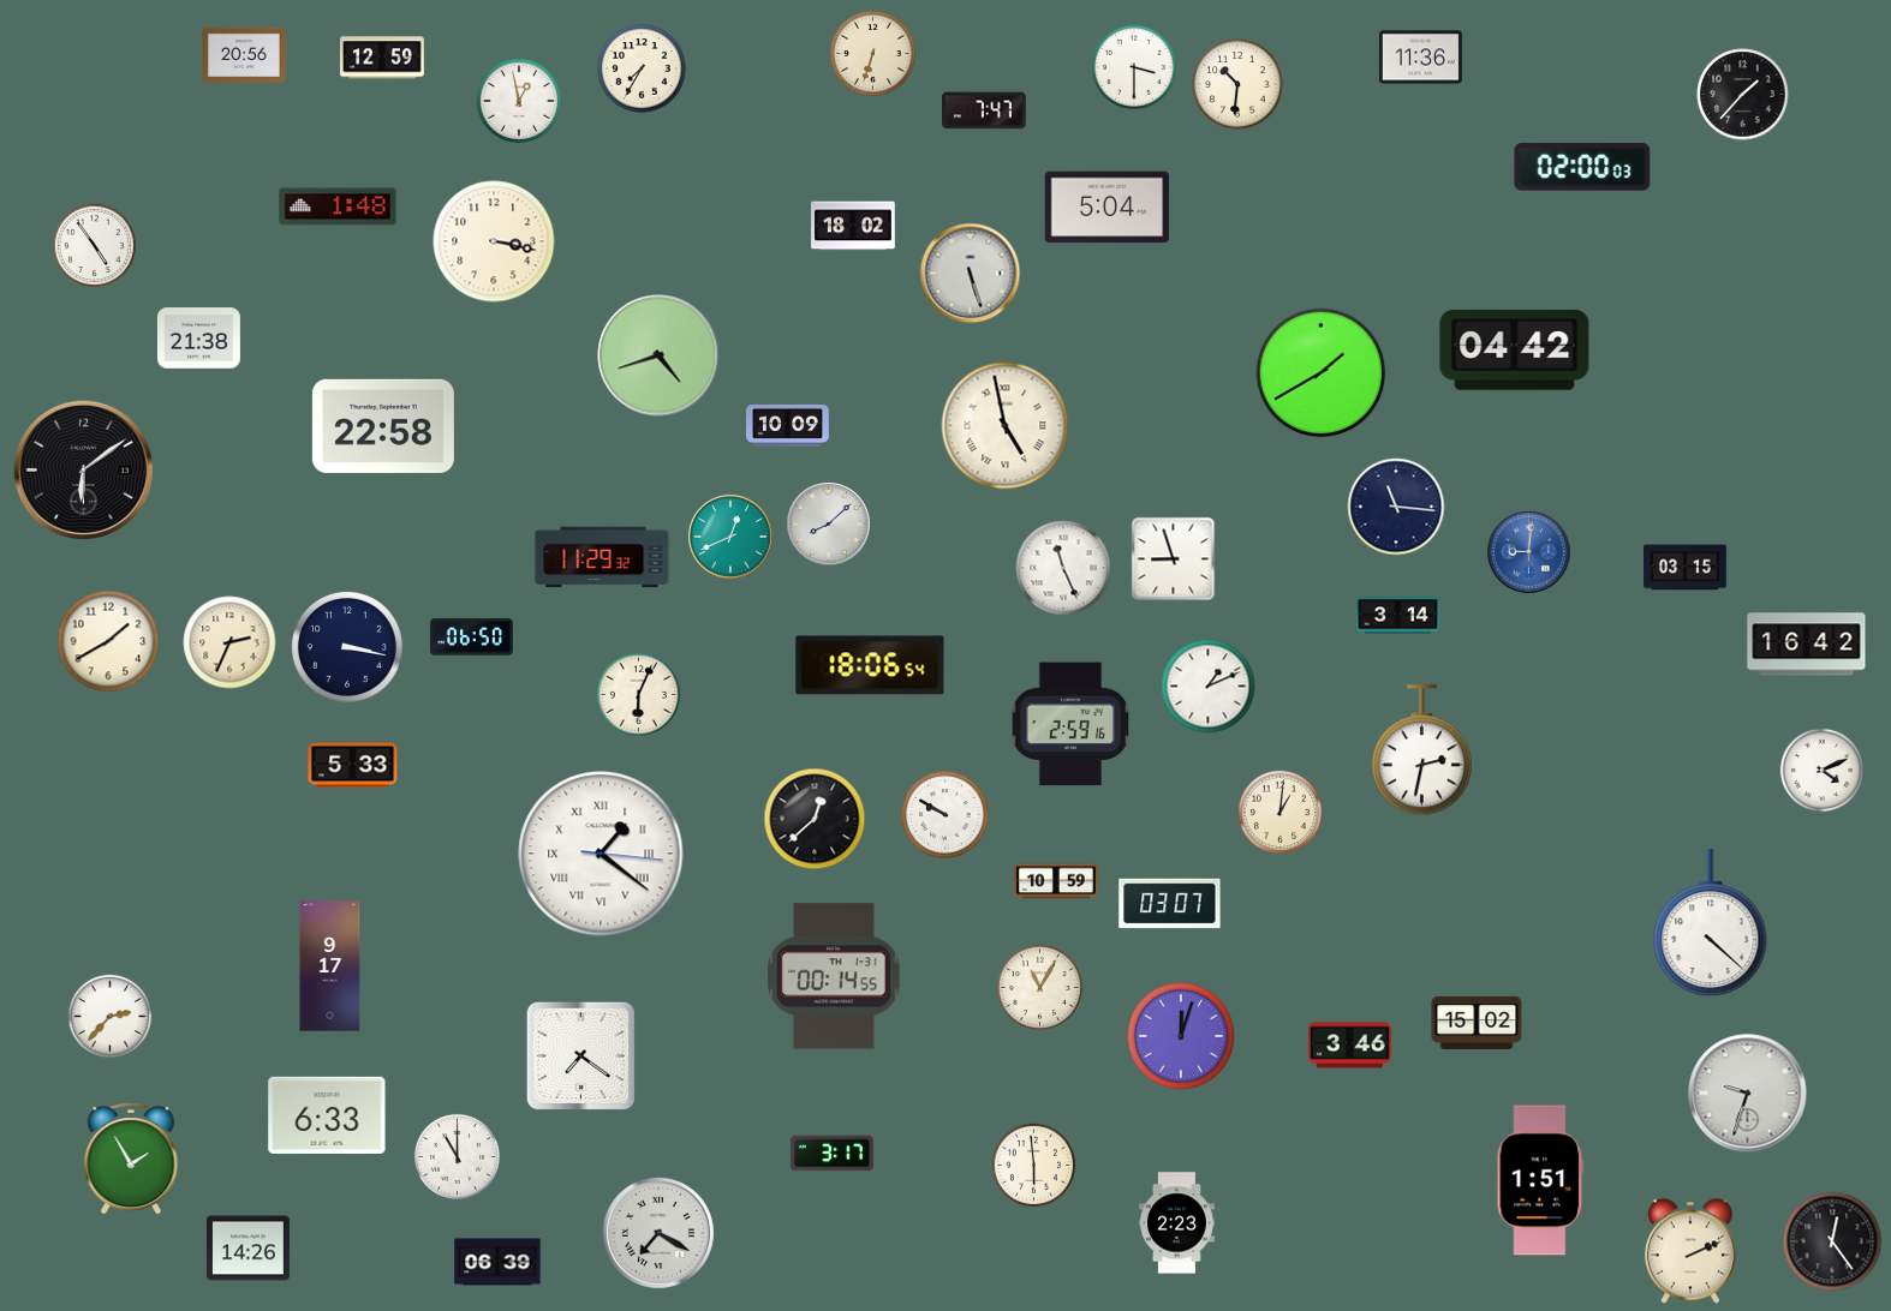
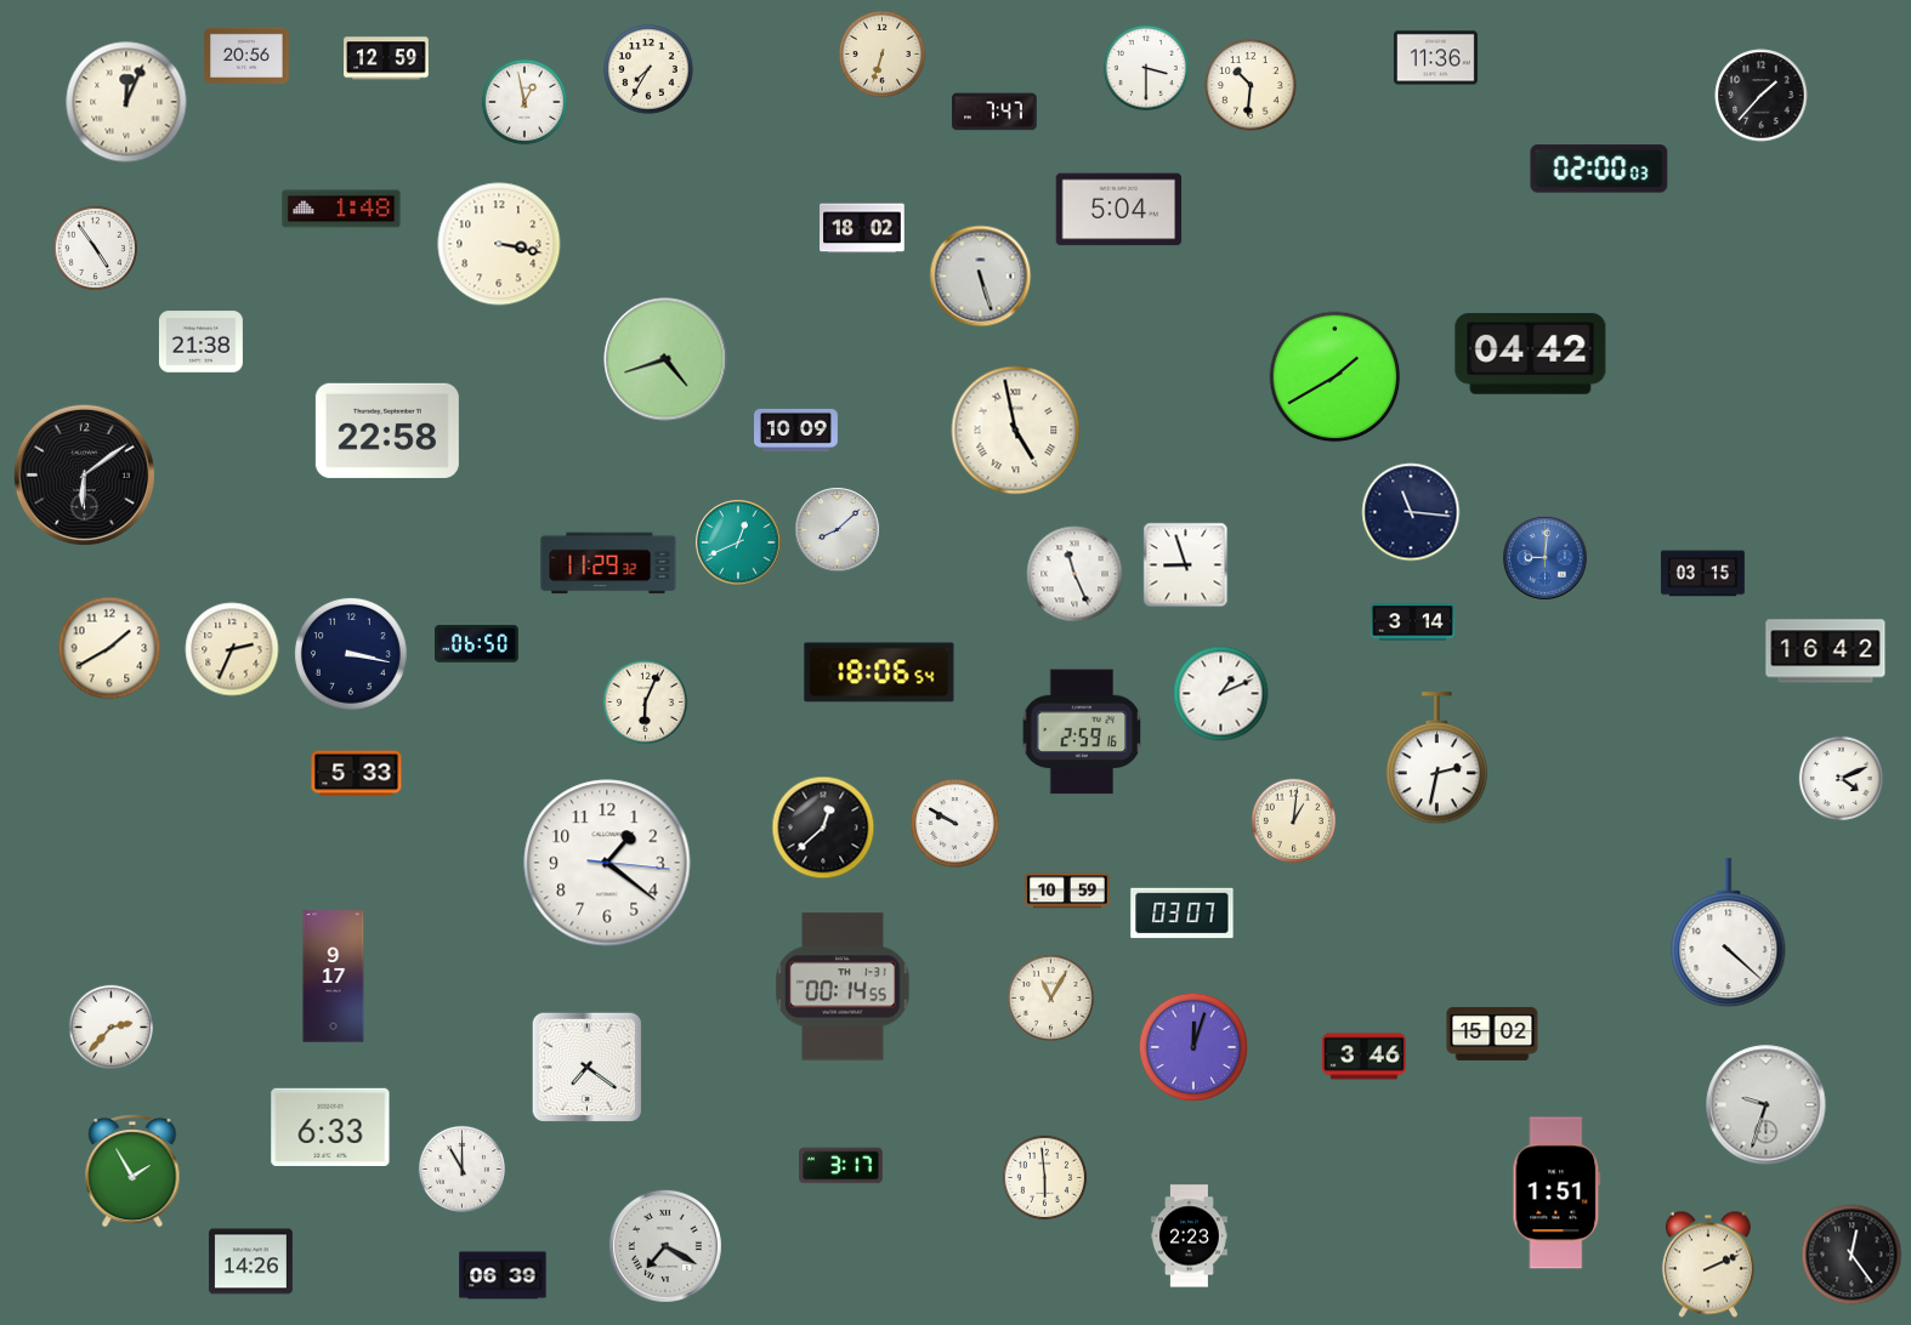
clock at (126, 102): none -> 12:04
clock at (601, 854) numerals: Roman -> Arabic
